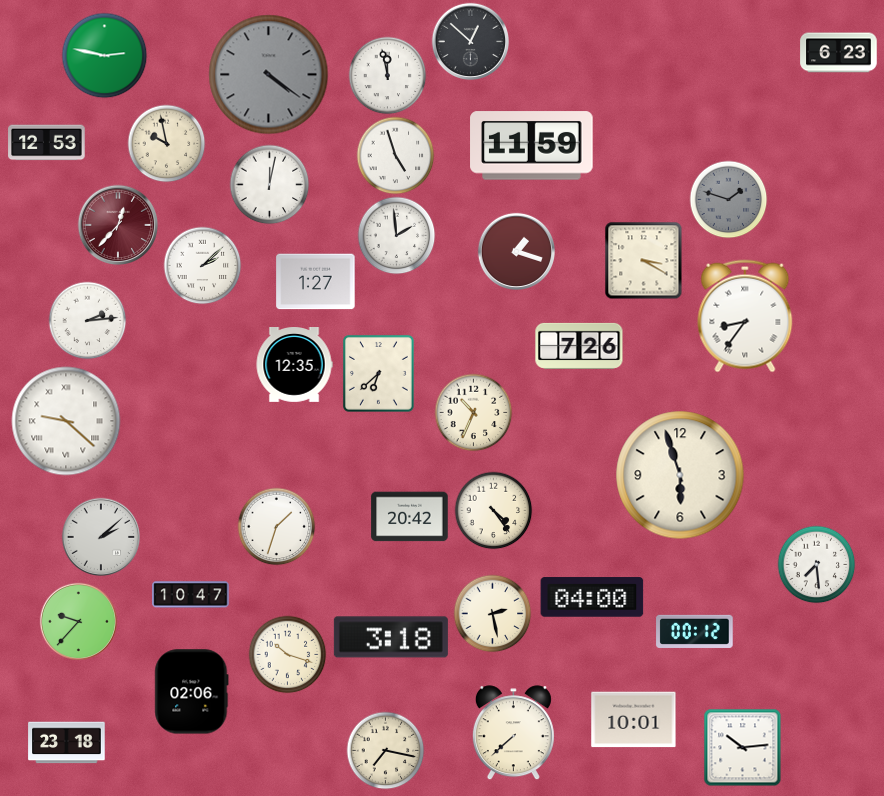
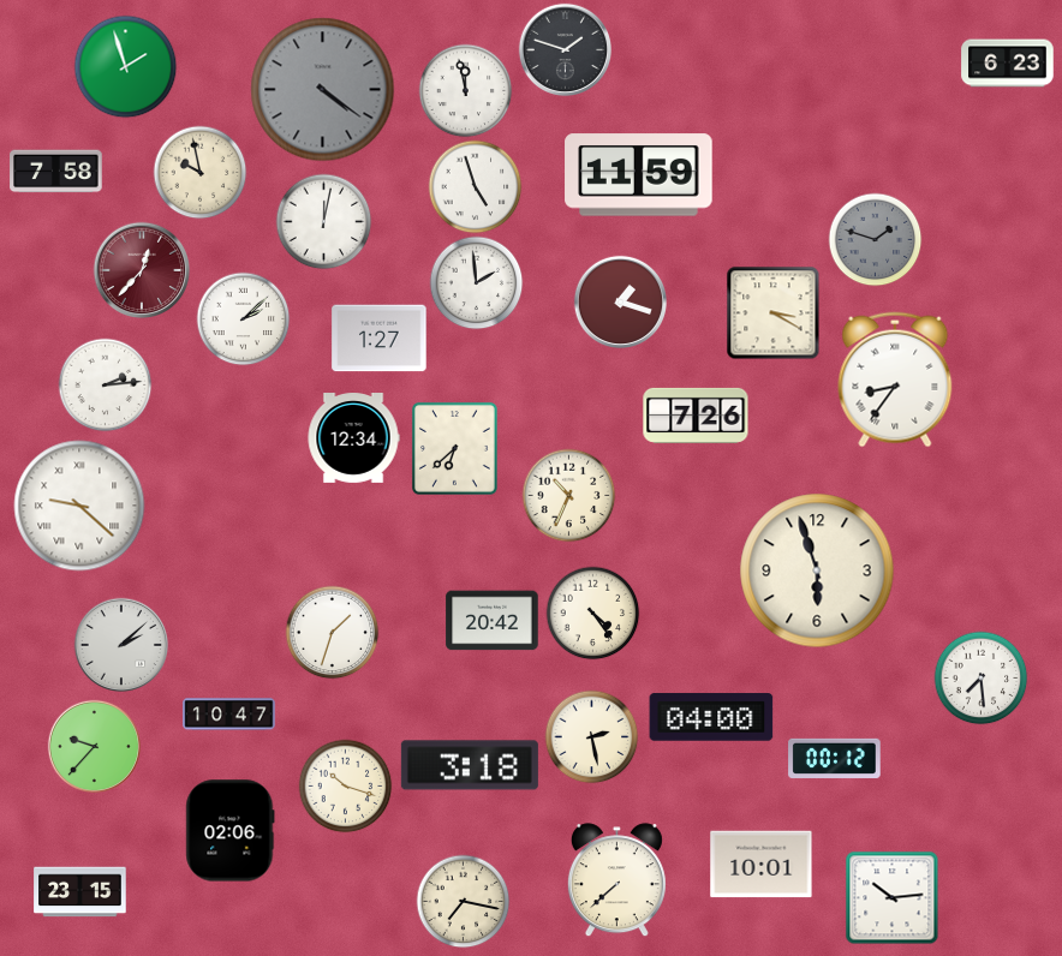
clock at (470, 41): 12:52 -> 1:48
clock at (104, 55): 2:47 -> 1:57
clock at (47, 143): 12:53 -> 7:58
clock at (294, 365): 12:35 -> 12:34
clock at (67, 743): 23:18 -> 23:15
